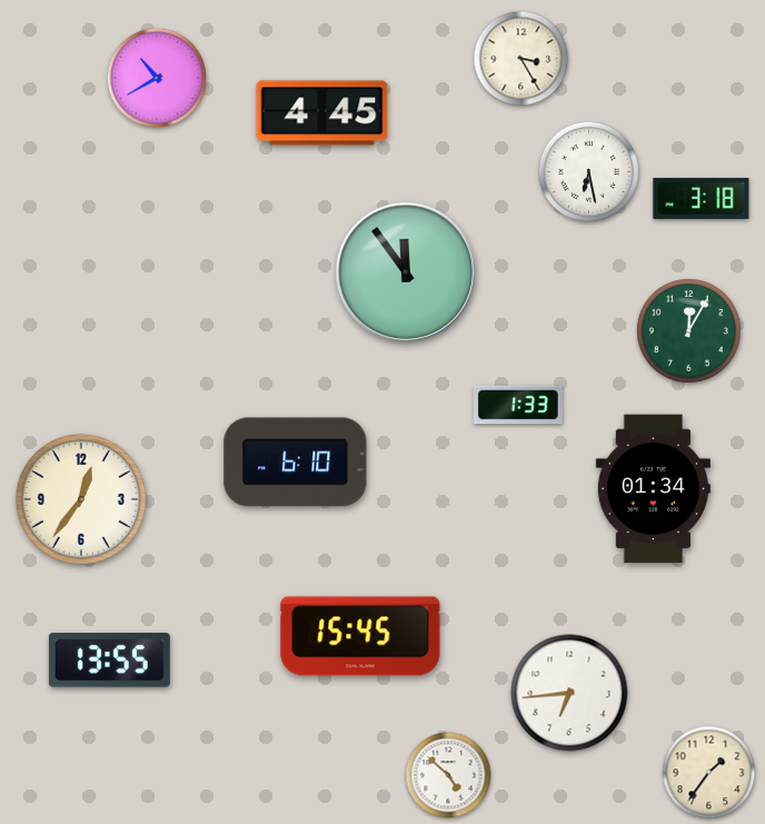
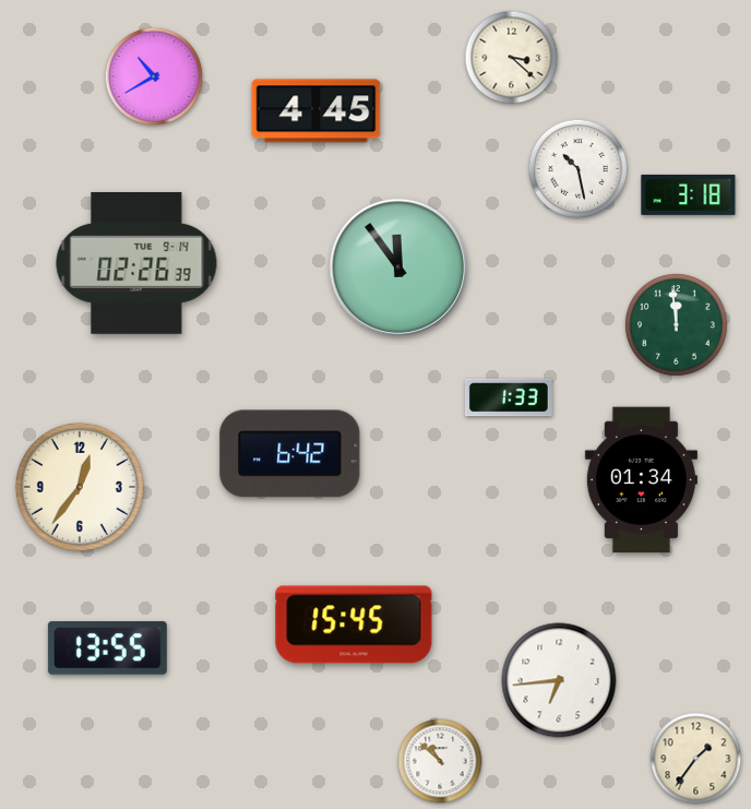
clock at (521, 59): 3:25 -> 3:22
clock at (588, 171): 6:28 -> 10:28
clock at (136, 263): none -> 02:26
clock at (688, 330): 12:05 -> 11:59
clock at (296, 463): 6:10 -> 6:42
clock at (81, 499) position: (81, 499) -> (80, 487)
clock at (448, 775): 4:52 -> 10:52
